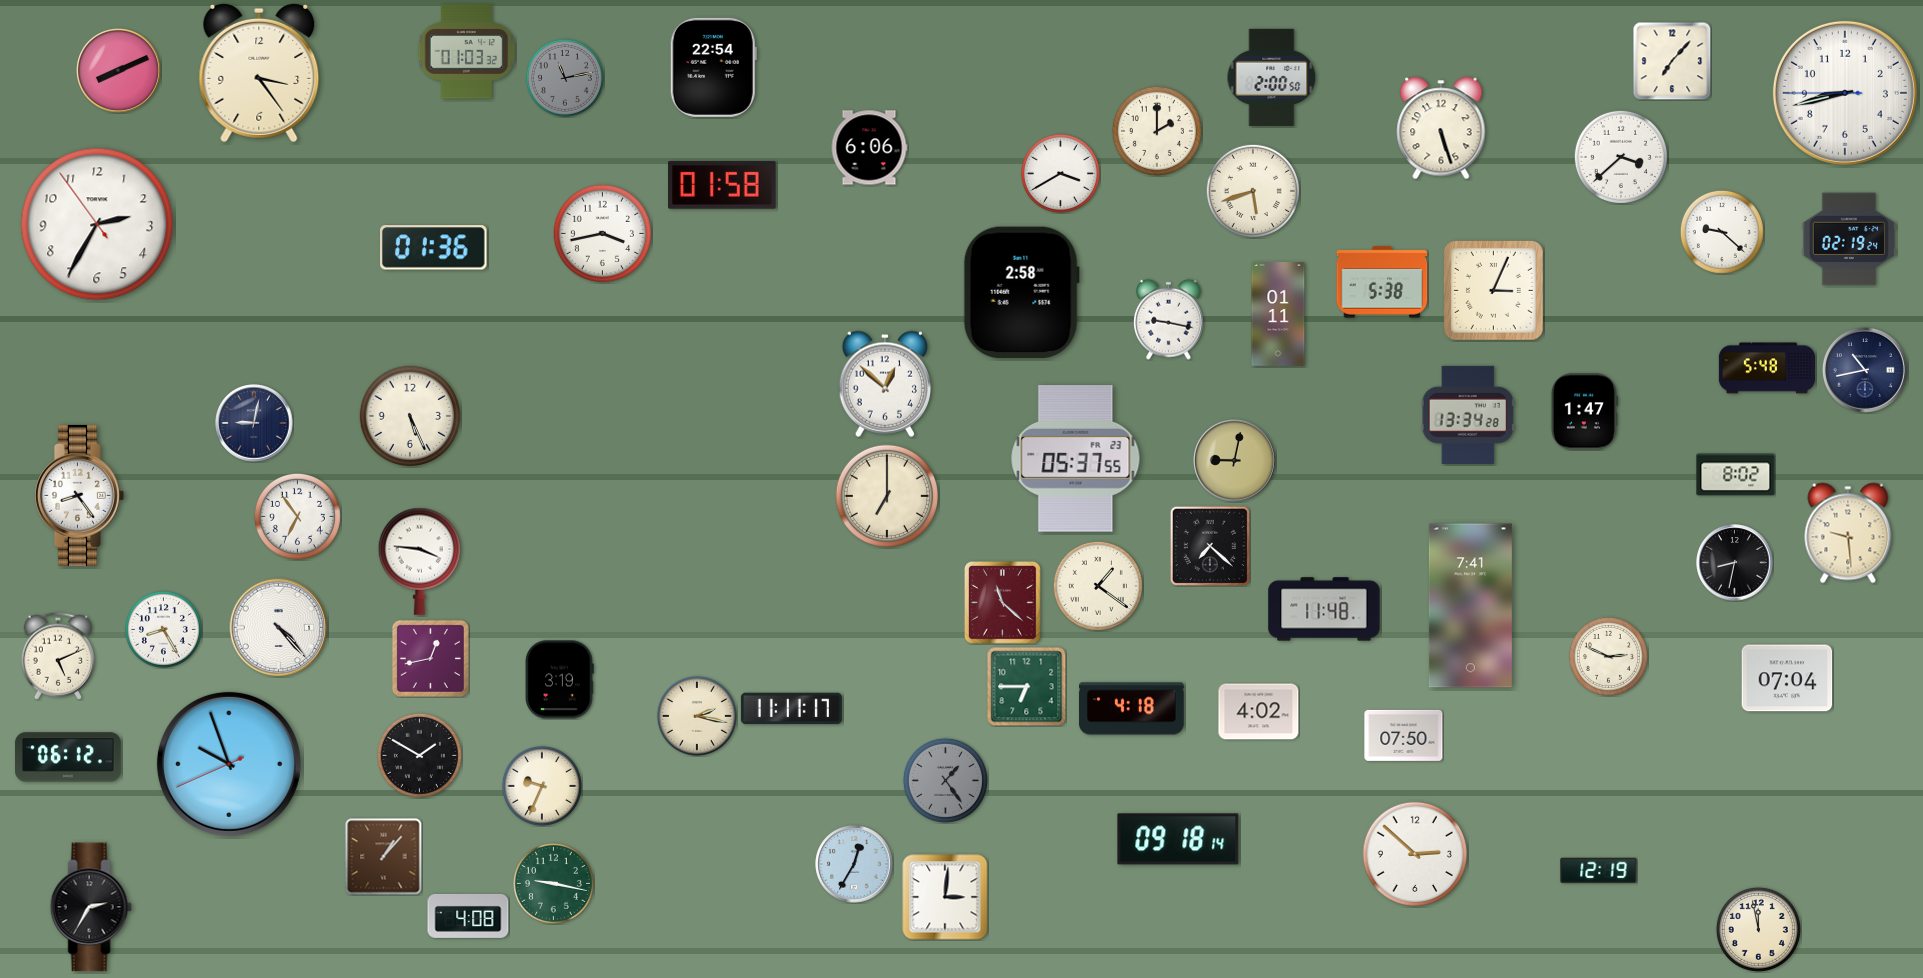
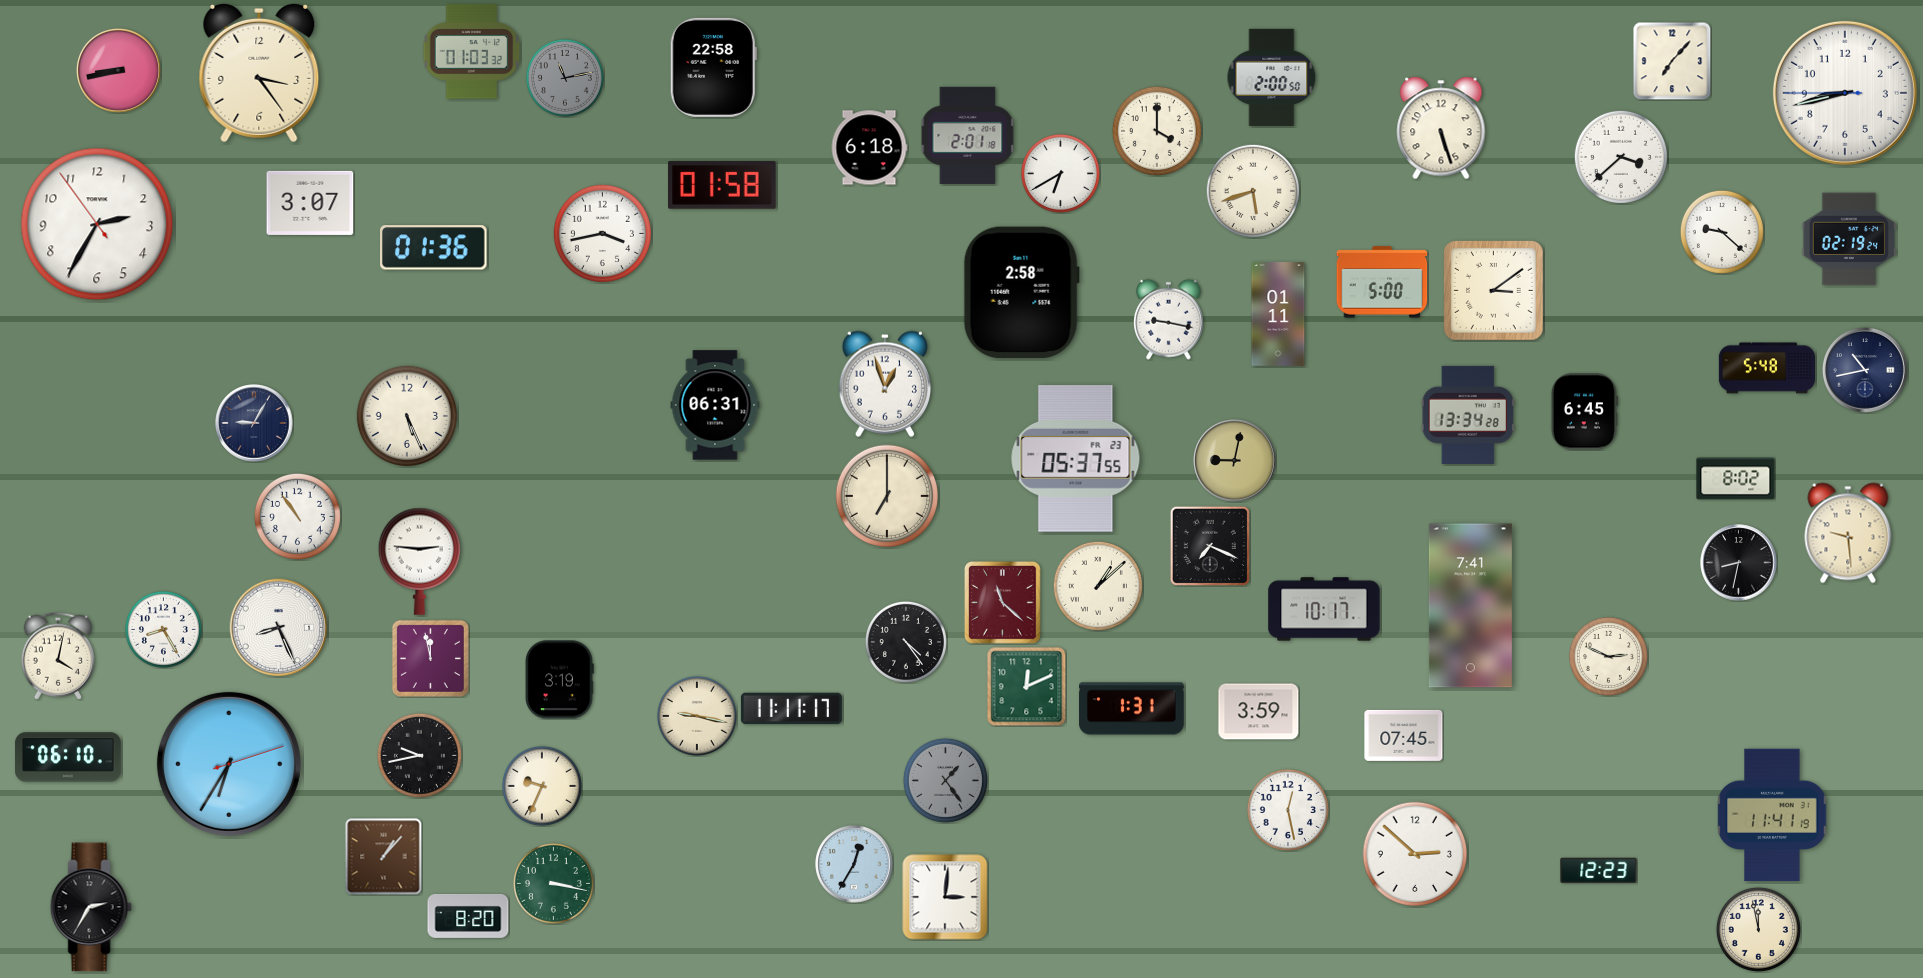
clock at (467, 52) position: (467, 52) -> (472, 52)
clock at (713, 67): 22:54 -> 22:58
clock at (118, 70): 8:11 -> 8:43
clock at (1157, 131): 2:00 -> 4:00
clock at (968, 135): none -> 2:01
clock at (869, 148): 6:06 -> 6:18
clock at (1060, 173): 3:40 -> 6:40
clock at (310, 203): none -> 3:07
clock at (1382, 282): 5:38 -> 5:00
clock at (1494, 291): 3:04 -> 3:09
clock at (884, 384): 12:52 -> 12:57
clock at (715, 405): none -> 06:31
clock at (1584, 412): 1:47 -> 6:45
clock at (409, 415) position: (409, 415) -> (406, 415)
clock at (254, 423): 9:02 -> 9:05
clock at (1736, 475) position: (1736, 475) -> (1736, 479)
clock at (79, 495): 8:24 -> none
clock at (297, 516): 6:54 -> 10:54
clock at (1210, 546): 7:22 -> 7:19
clock at (419, 561): 3:46 -> 2:46
clock at (1735, 563) position: (1735, 563) -> (1739, 563)
clock at (1098, 586): 1:21 -> 1:08
clock at (1324, 609): 11:48 -> 10:17
clock at (279, 628): 4:23 -> 8:26
clock at (906, 642): none -> 4:24
clock at (58, 656): 5:11 -> 4:02
clock at (430, 658): 12:43 -> 11:58
clock at (1787, 678): 07:04 -> none
clock at (1027, 687): 6:45 -> 12:11
clock at (1132, 709): 4:18 -> 1:31
clock at (1259, 712): 4:02 -> 3:59
clock at (697, 716): 2:17 -> 9:17
clock at (1404, 735): 07:50 -> 07:45
clock at (419, 755): 1:50 -> 9:43
clock at (68, 757): 06:12 -> 06:10
clock at (229, 764): 9:56 -> 6:35
clock at (1288, 810): none -> 12:28
clock at (1772, 815): none -> 11:41
clock at (1178, 839): 09:18 -> none
clock at (1599, 871): 12:19 -> 12:23
clock at (553, 883): 9:17 -> 3:17
clock at (468, 916): 4:08 -> 8:20
